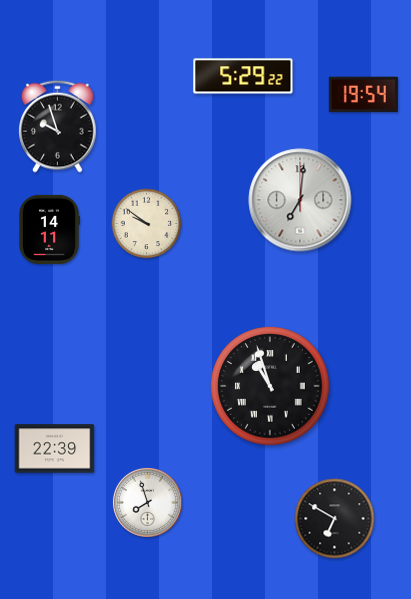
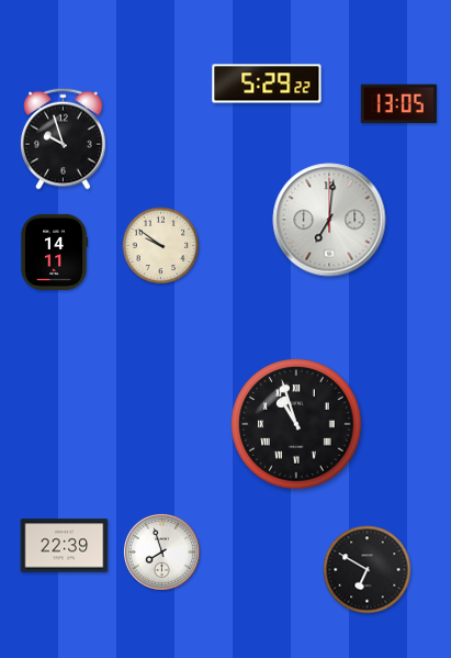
clock at (363, 95): 19:54 -> 13:05
clock at (55, 449) position: (55, 449) -> (65, 546)
